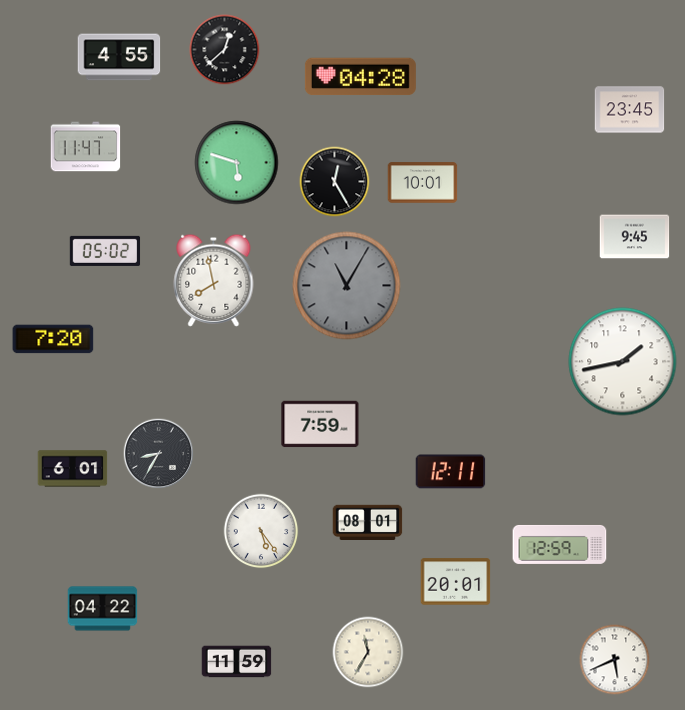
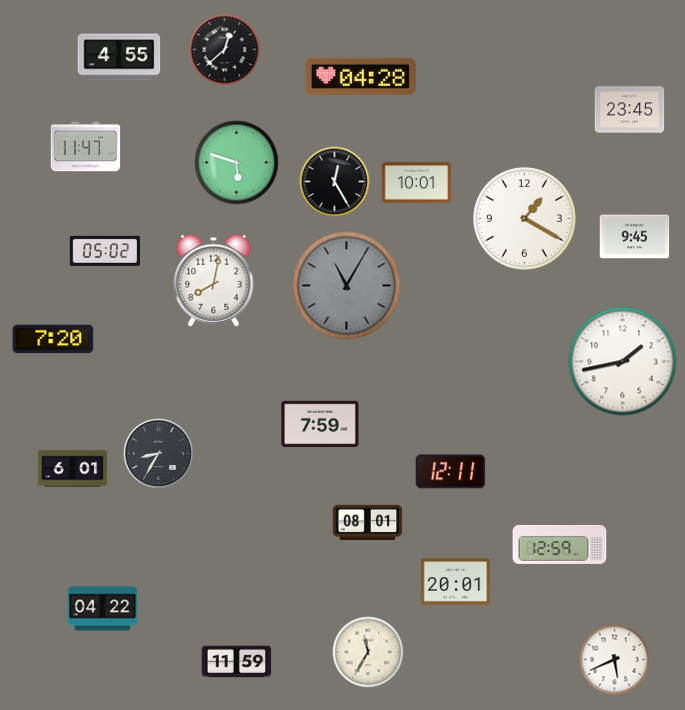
clock at (423, 183) position: (423, 183) -> (417, 183)
clock at (525, 219): none -> 1:20
clock at (214, 280): 7:58 -> 8:02
clock at (261, 531): 5:24 -> none
